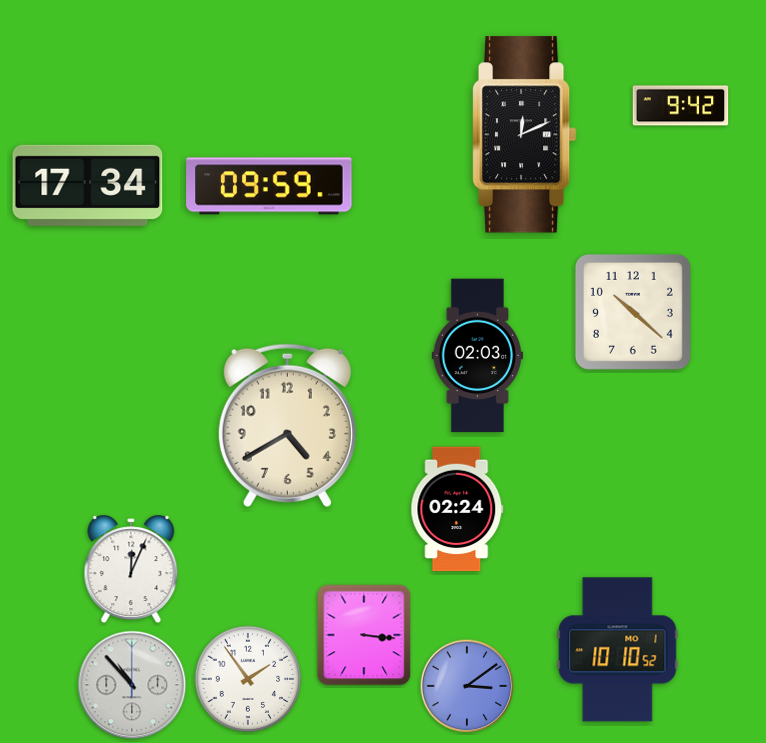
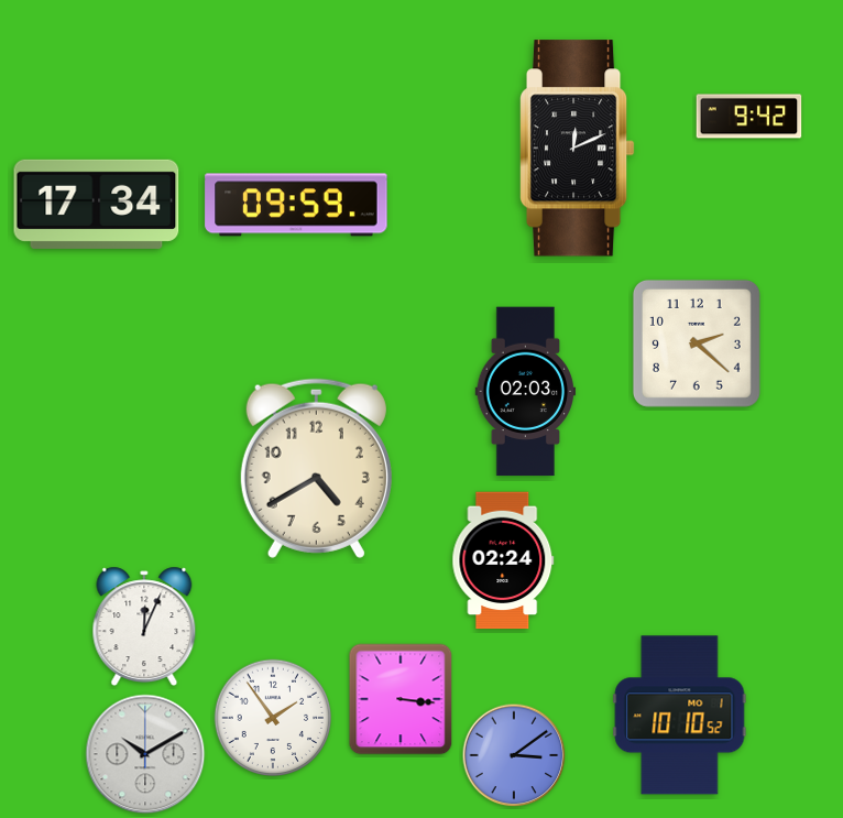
clock at (633, 312): 10:22 -> 2:22
clock at (248, 679) position: (248, 679) -> (273, 718)
clock at (132, 685): 10:53 -> 10:10
